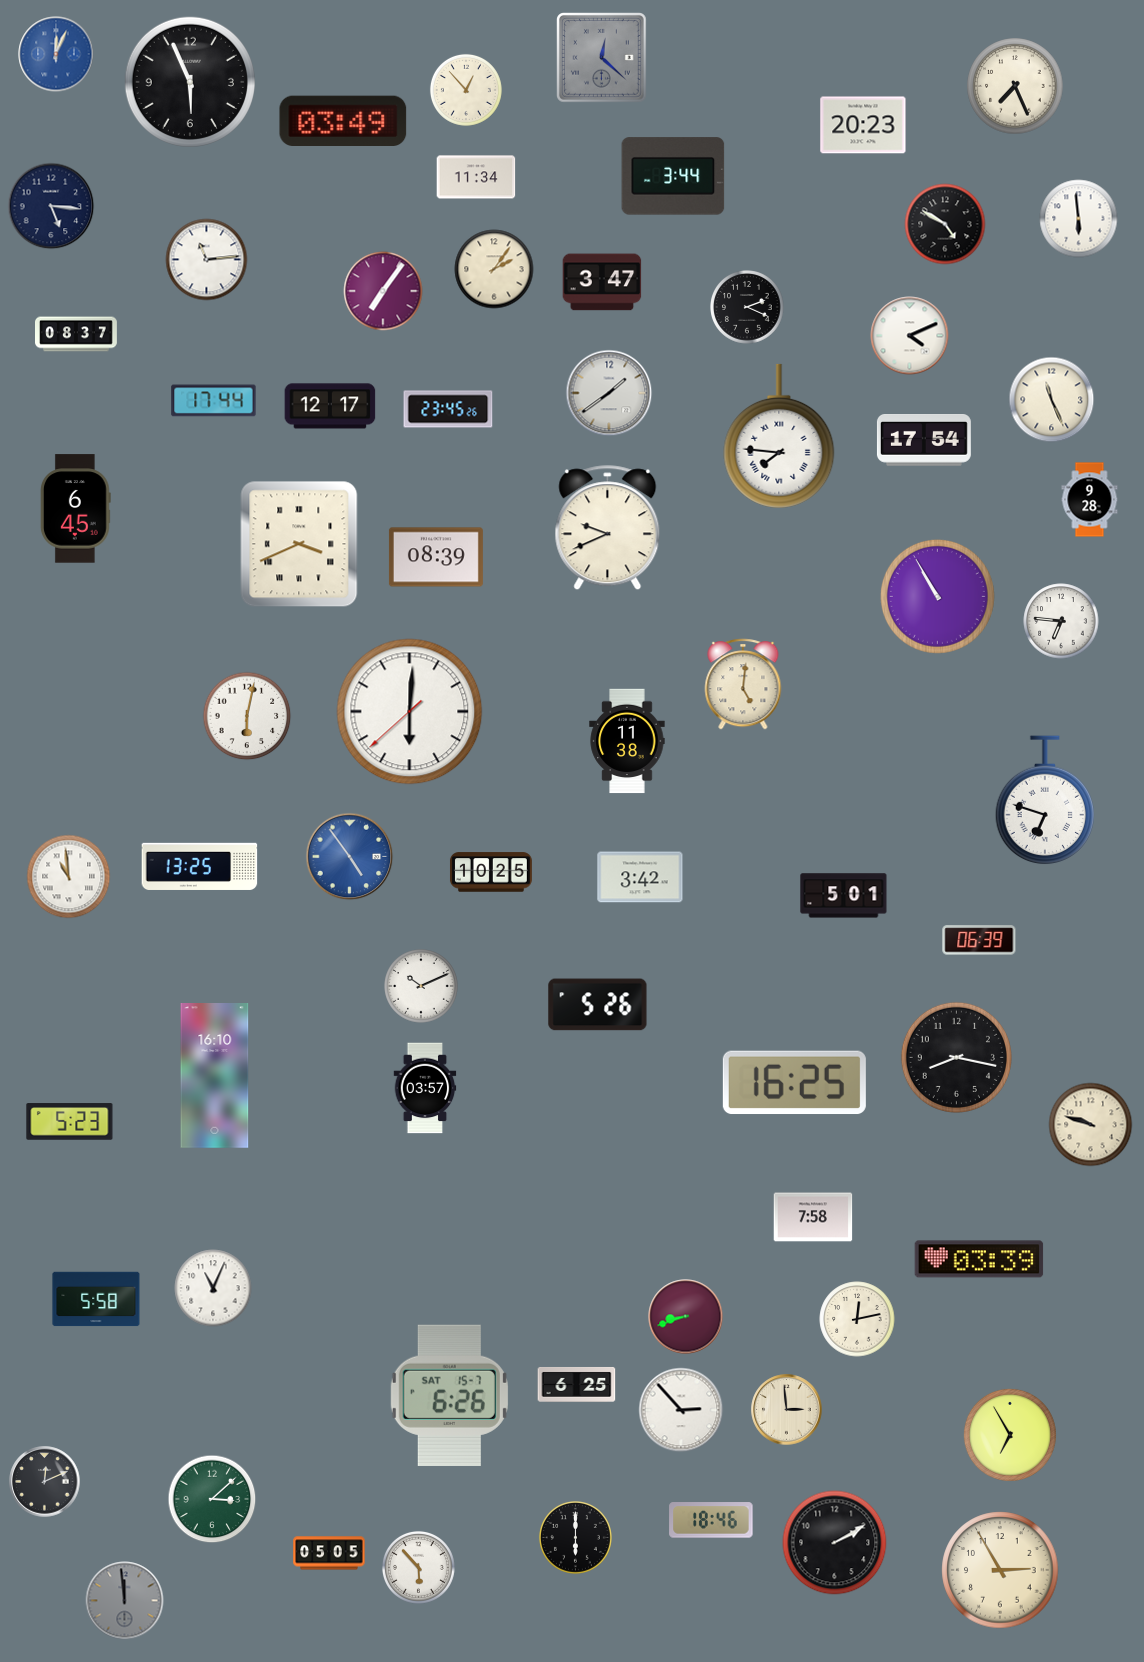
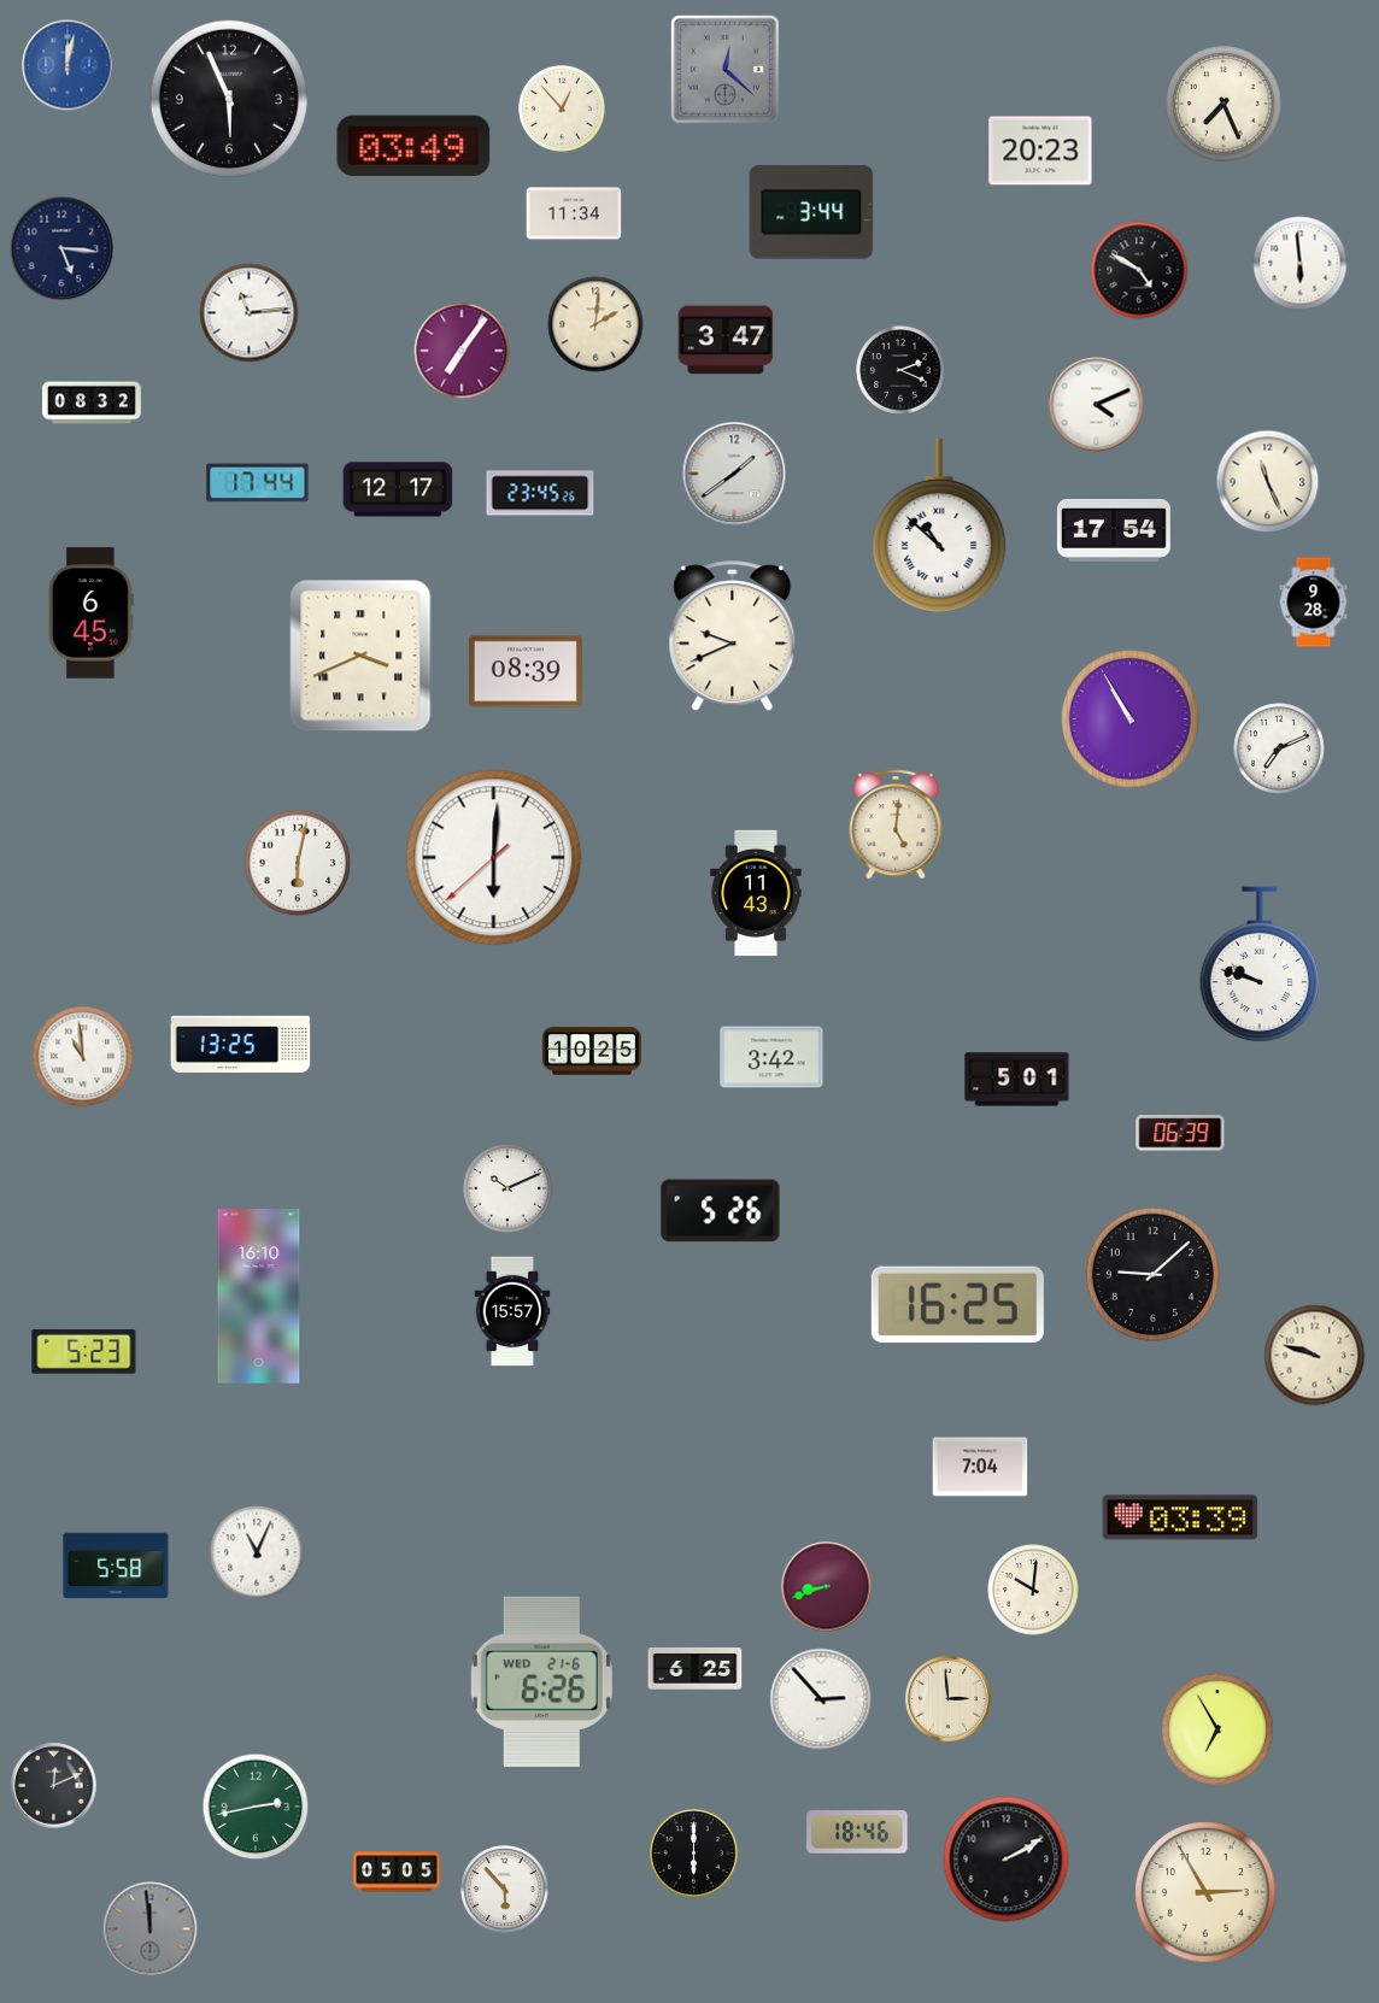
clock at (56, 54): 12:04 -> 12:02
clock at (494, 269): 2:06 -> 2:01
clock at (77, 334): 08:37 -> 08:32
clock at (779, 436): 7:46 -> 10:52
clock at (1061, 621): 6:46 -> 7:11
clock at (627, 741): 11:38 -> 11:43
clock at (1044, 801): 6:48 -> 9:48
clock at (350, 857): 4:54 -> none
clock at (956, 1057): 8:17 -> 9:08
clock at (425, 1088): 03:57 -> 15:57
clock at (813, 1217): 7:58 -> 7:04
clock at (857, 1319): 12:13 -> 10:01
clock at (449, 1395) date: SAT 15-7 -> WED 21-6
clock at (212, 1499): 3:08 -> 2:43
